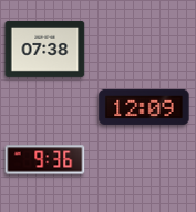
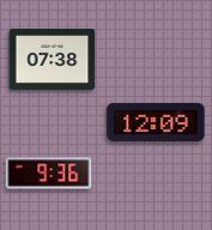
clock at (45, 49) position: (45, 49) -> (53, 59)
clock at (144, 107) position: (144, 107) -> (156, 122)
